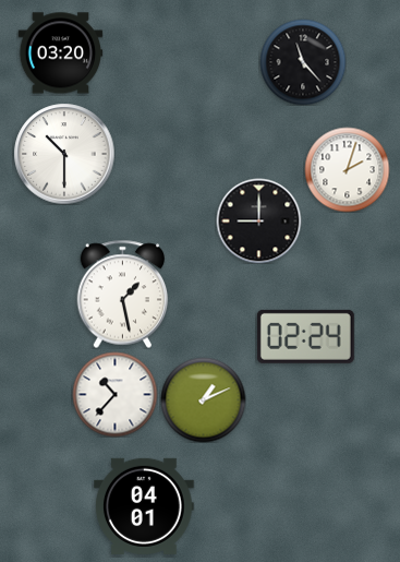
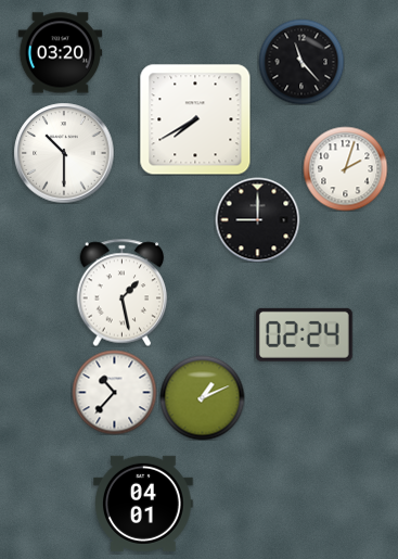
clock at (195, 119): none -> 7:40
